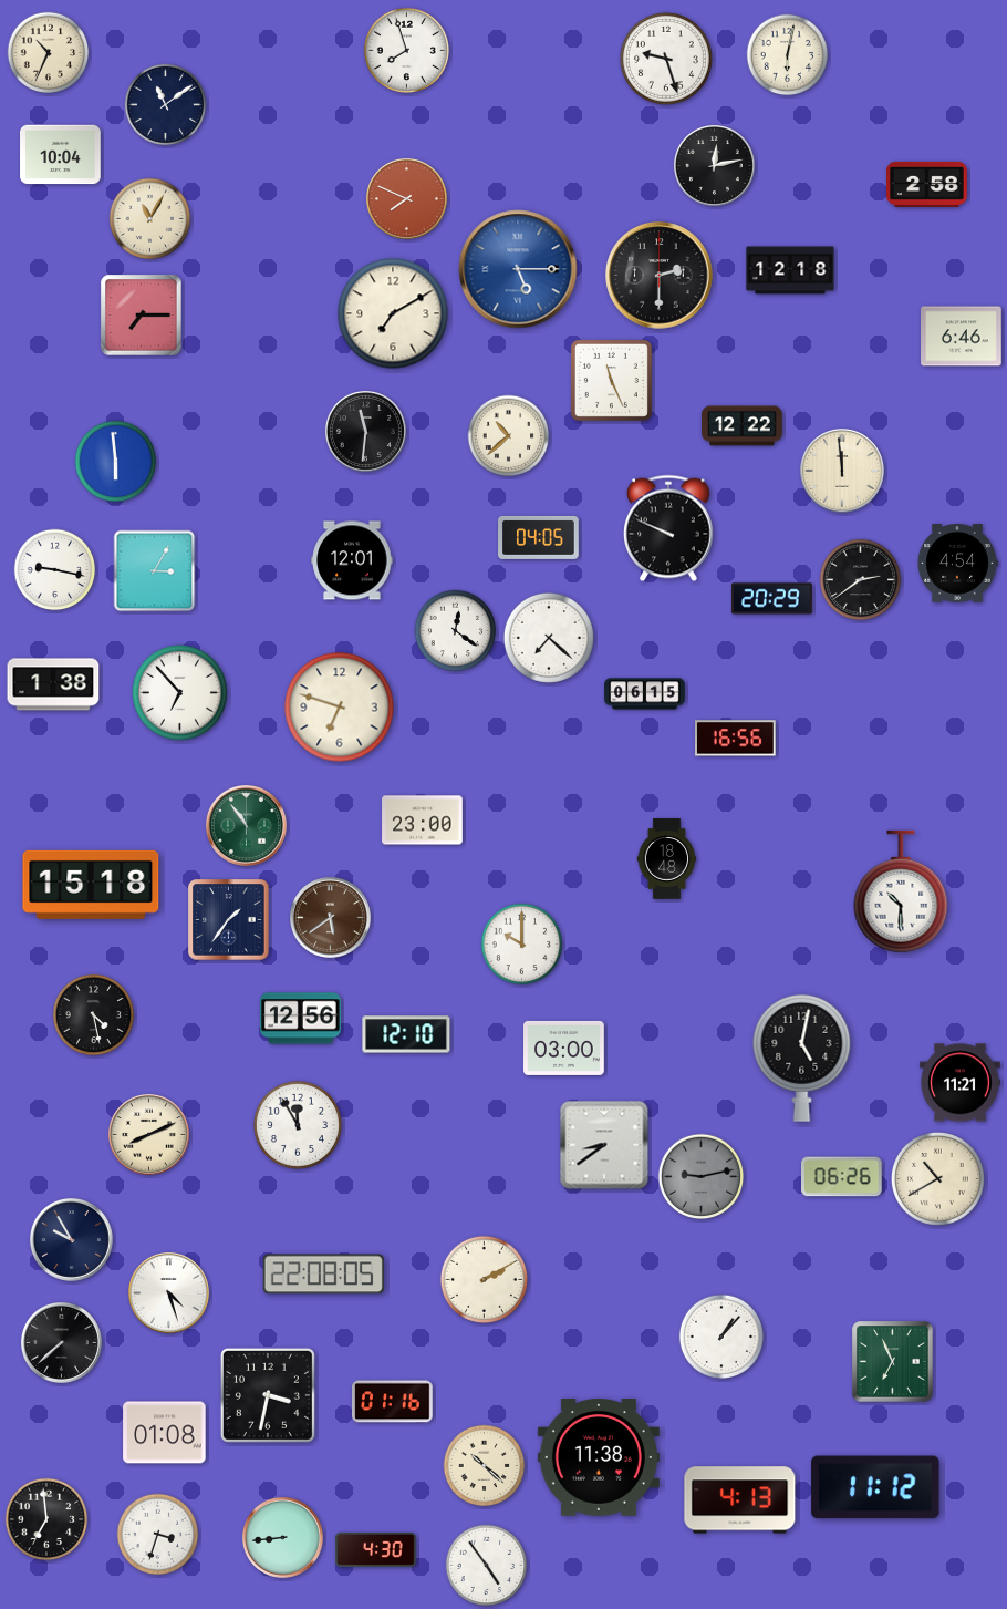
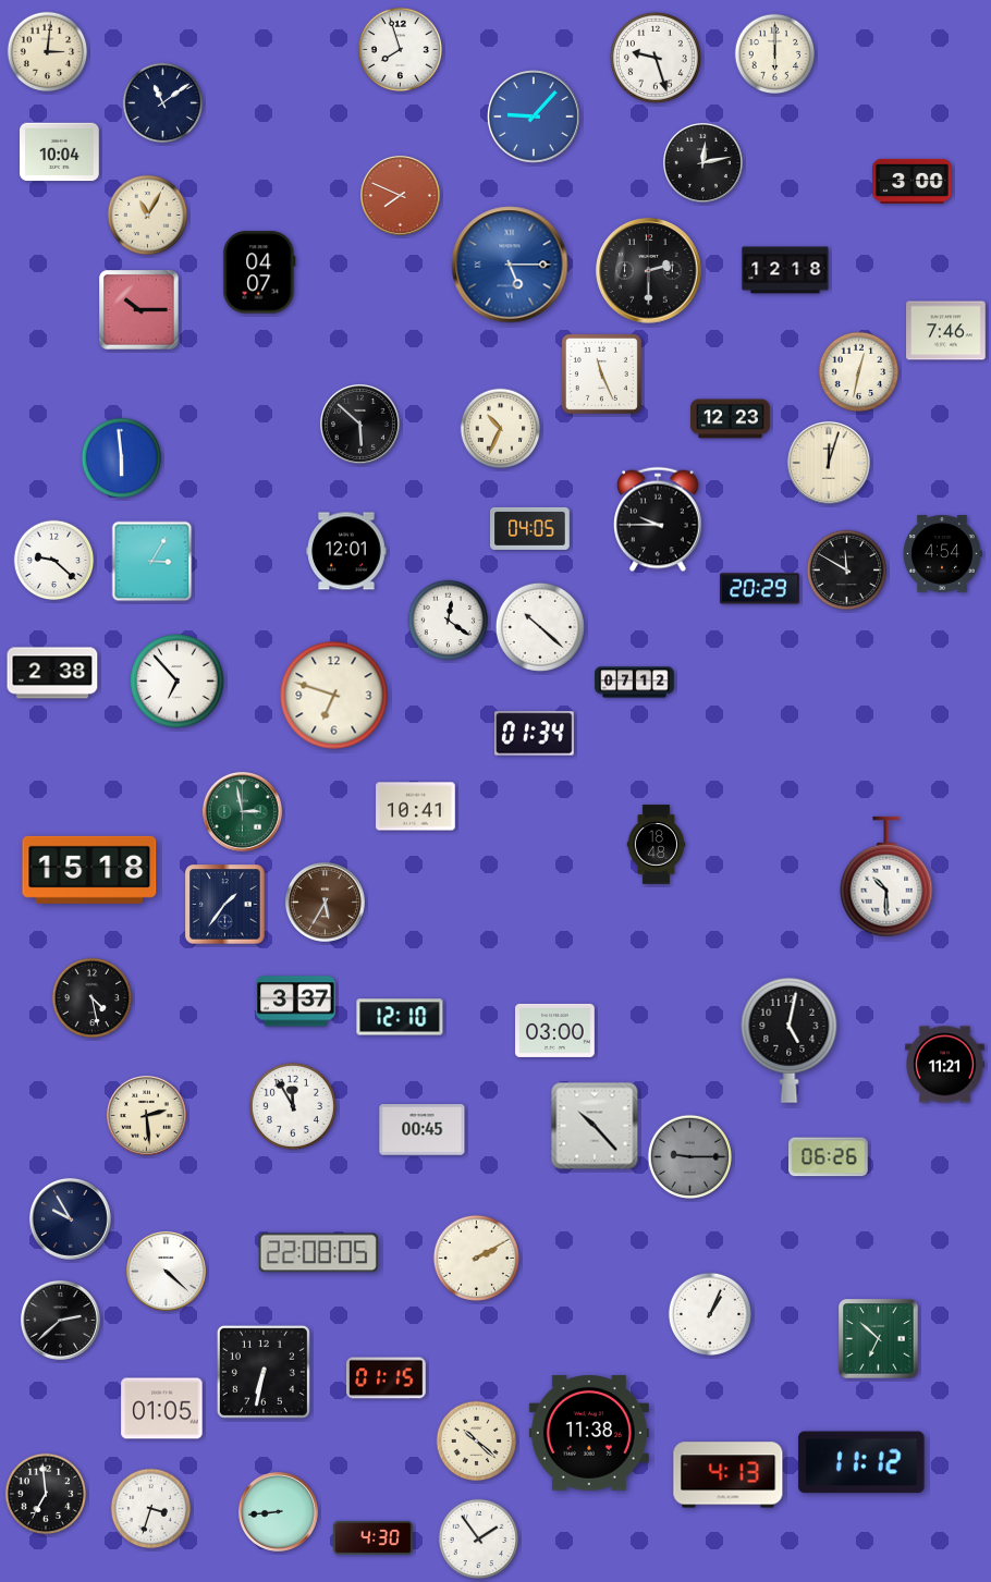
clock at (49, 53): 10:34 -> 3:01
clock at (788, 55): 6:02 -> 6:00
clock at (534, 116): none -> 9:07
clock at (927, 184): 2:58 -> 3:00
clock at (790, 270) position: (790, 270) -> (785, 270)
clock at (259, 272): none -> 04:07
clock at (393, 313): 7:10 -> none
clock at (142, 316): 7:15 -> 10:15
clock at (962, 337): 6:46 -> 7:46
clock at (859, 372): none -> 12:32
clock at (743, 426): 12:22 -> 12:23
clock at (365, 431): 11:31 -> 5:52
clock at (509, 436): 10:38 -> 10:34
clock at (116, 462) position: (116, 462) -> (122, 458)
clock at (842, 471): 11:59 -> 12:03
clock at (669, 528): 9:49 -> 9:45
clock at (55, 570): 9:17 -> 9:22
clock at (861, 580): 2:39 -> 11:50
clock at (549, 638): 7:22 -> 10:22
clock at (53, 684): 1:38 -> 2:38
clock at (645, 694): 06:15 -> 07:12
clock at (736, 739): 16:56 -> none
clock at (535, 734): none -> 01:34
clock at (423, 821): 23:00 -> 10:41
clock at (246, 825): 10:54 -> 2:58
clock at (330, 917): 5:39 -> 5:35
clock at (522, 945): 10:00 -> none
clock at (301, 1019): 12:56 -> 3:37
clock at (148, 1134): 8:11 -> 2:29
clock at (604, 1145): 8:39 -> 10:23
clock at (423, 1130): none -> 00:45
clock at (700, 1176): 9:13 -> 9:15
clock at (937, 1178): 10:40 -> none
clock at (168, 1292): 4:27 -> 4:22
clock at (721, 1337): 1:07 -> 1:04
clock at (61, 1342): 7:38 -> 2:38
clock at (893, 1362): 6:56 -> 6:52
clock at (268, 1395): 3:32 -> 6:32
clock at (393, 1402): 01:16 -> 01:15
clock at (165, 1433): 01:08 -> 01:05
clock at (158, 1535) position: (158, 1535) -> (151, 1509)
clock at (376, 1549) position: (376, 1549) -> (374, 1537)
clock at (487, 1566): 4:54 -> 1:54
